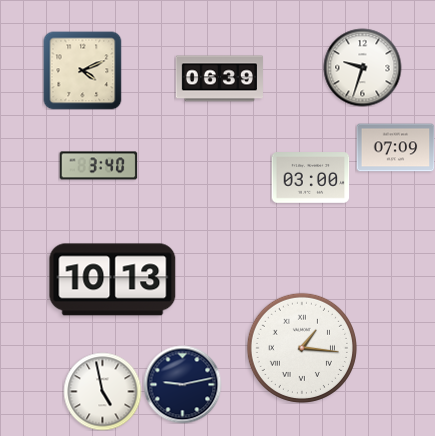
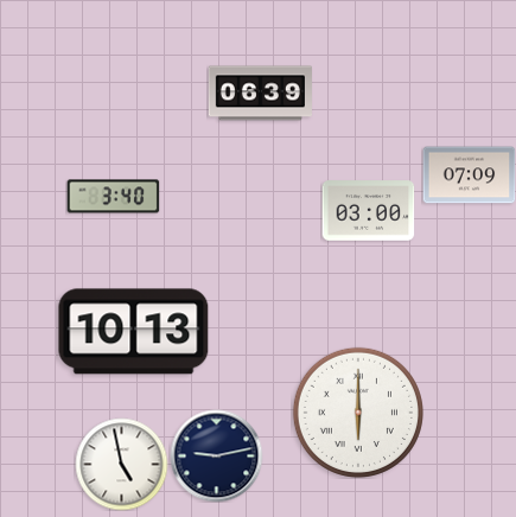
clock at (362, 67): 9:33 -> none
clock at (82, 70): 4:11 -> none
clock at (98, 166) position: (98, 166) -> (113, 197)
clock at (302, 348): 1:16 -> 6:00
